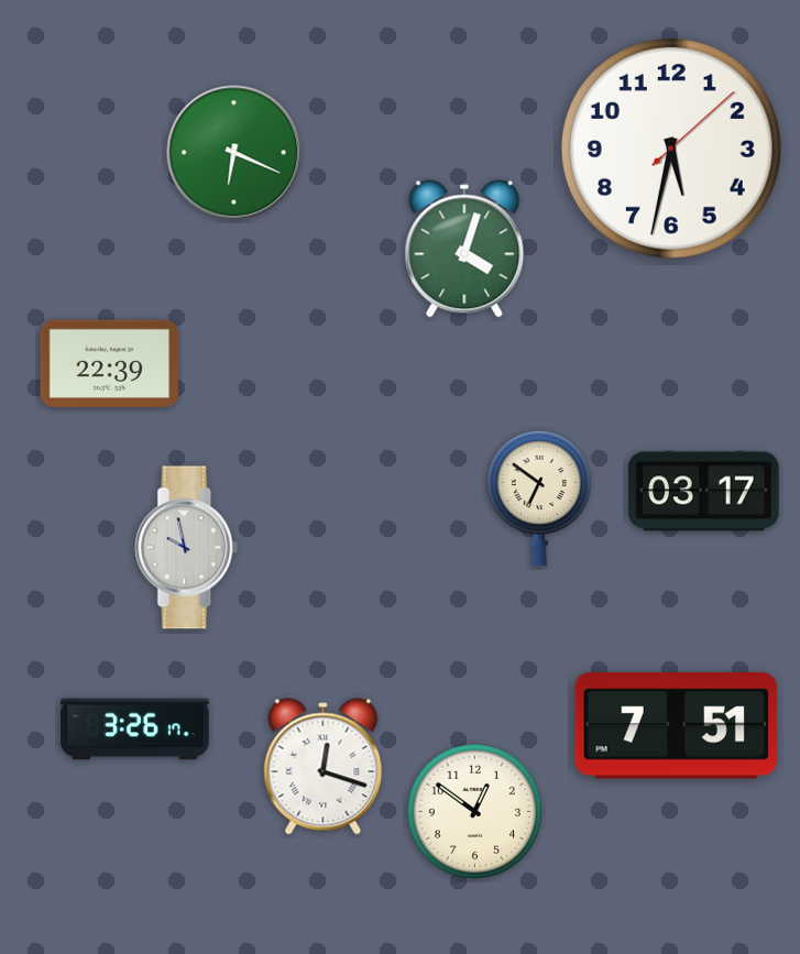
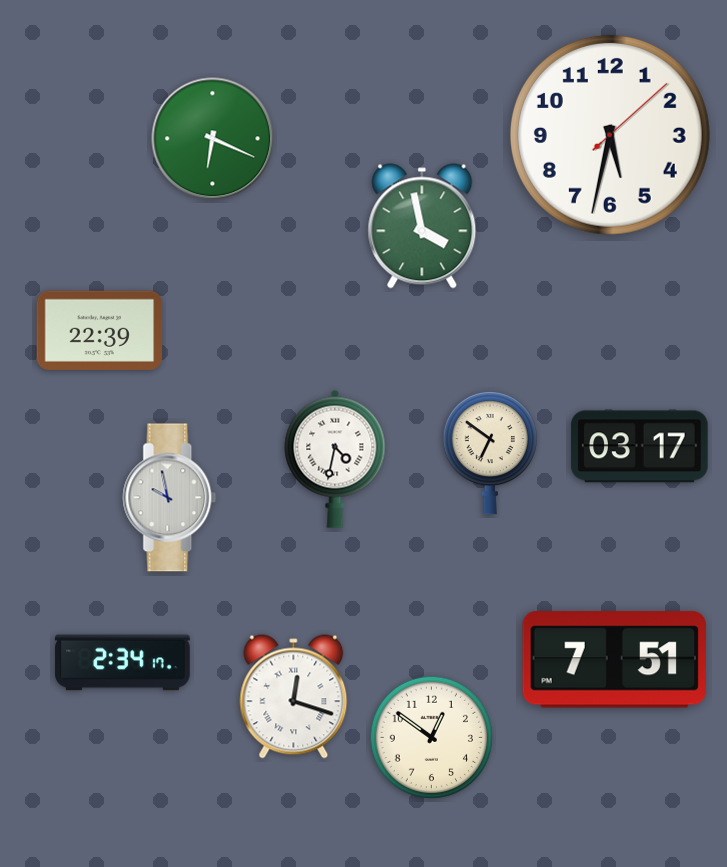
clock at (464, 249): 4:03 -> 3:58
clock at (335, 459): none -> 4:32
clock at (135, 730): 3:26 -> 2:34
